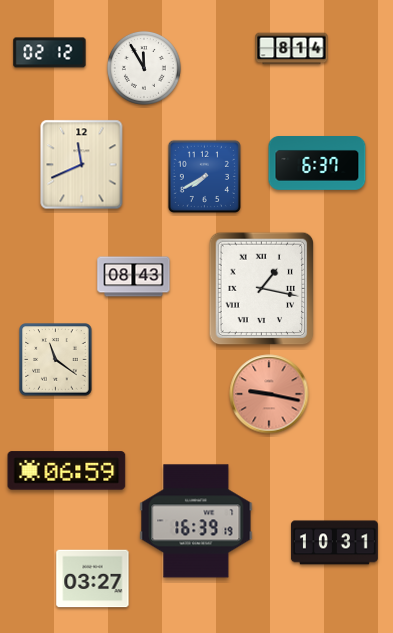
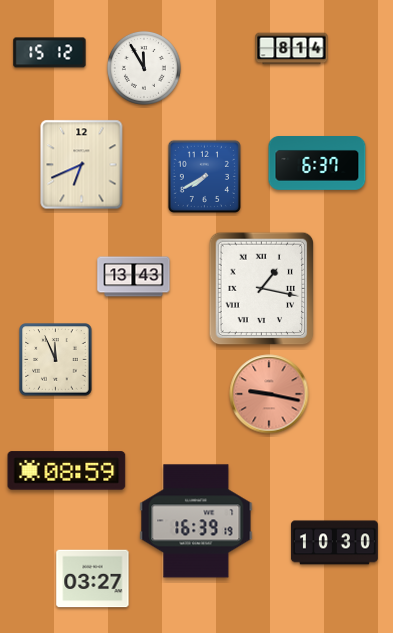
clock at (50, 53): 02:12 -> 15:12
clock at (82, 165): 11:41 -> 6:41
clock at (134, 277): 08:43 -> 13:43
clock at (56, 360): 11:21 -> 11:56
clock at (67, 471): 06:59 -> 08:59
clock at (334, 543): 10:31 -> 10:30
